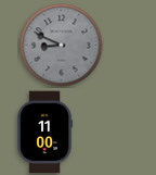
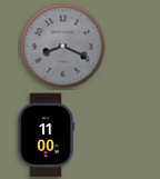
clock at (62, 46): 8:49 -> 8:19
